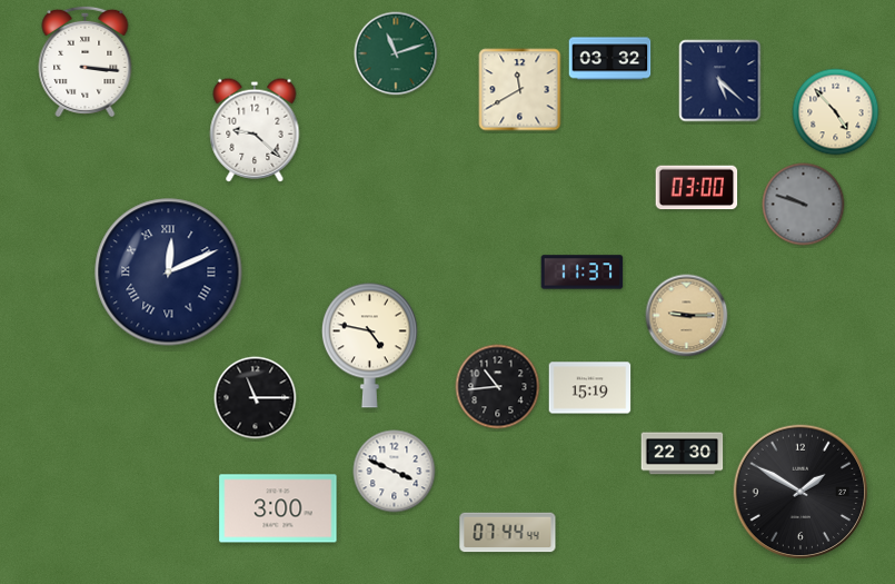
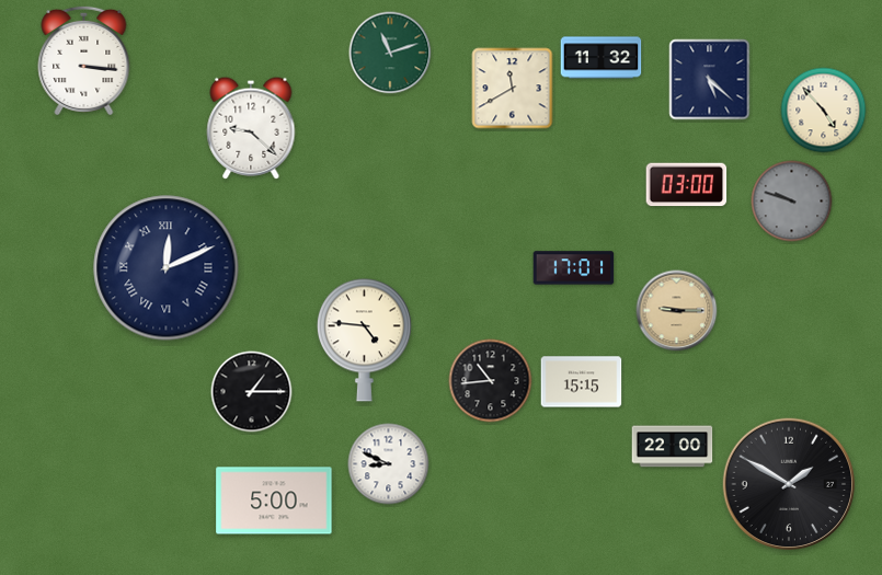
clock at (610, 59): 03:32 -> 11:32
clock at (583, 273): 11:37 -> 17:01
clock at (369, 345): 4:47 -> 4:46
clock at (590, 388): 15:19 -> 15:15
clock at (256, 398): 11:15 -> 1:15
clock at (683, 454): 22:30 -> 22:00
clock at (395, 472): 3:49 -> 8:49
clock at (278, 508): 3:00 -> 5:00
clock at (508, 533): 07:44 -> none
